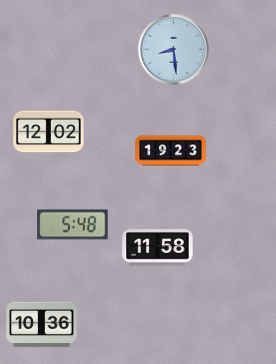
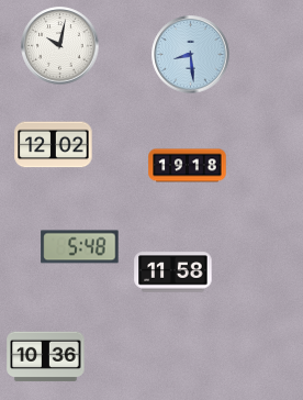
clock at (60, 46): none -> 10:02
clock at (171, 151): 19:23 -> 19:18
